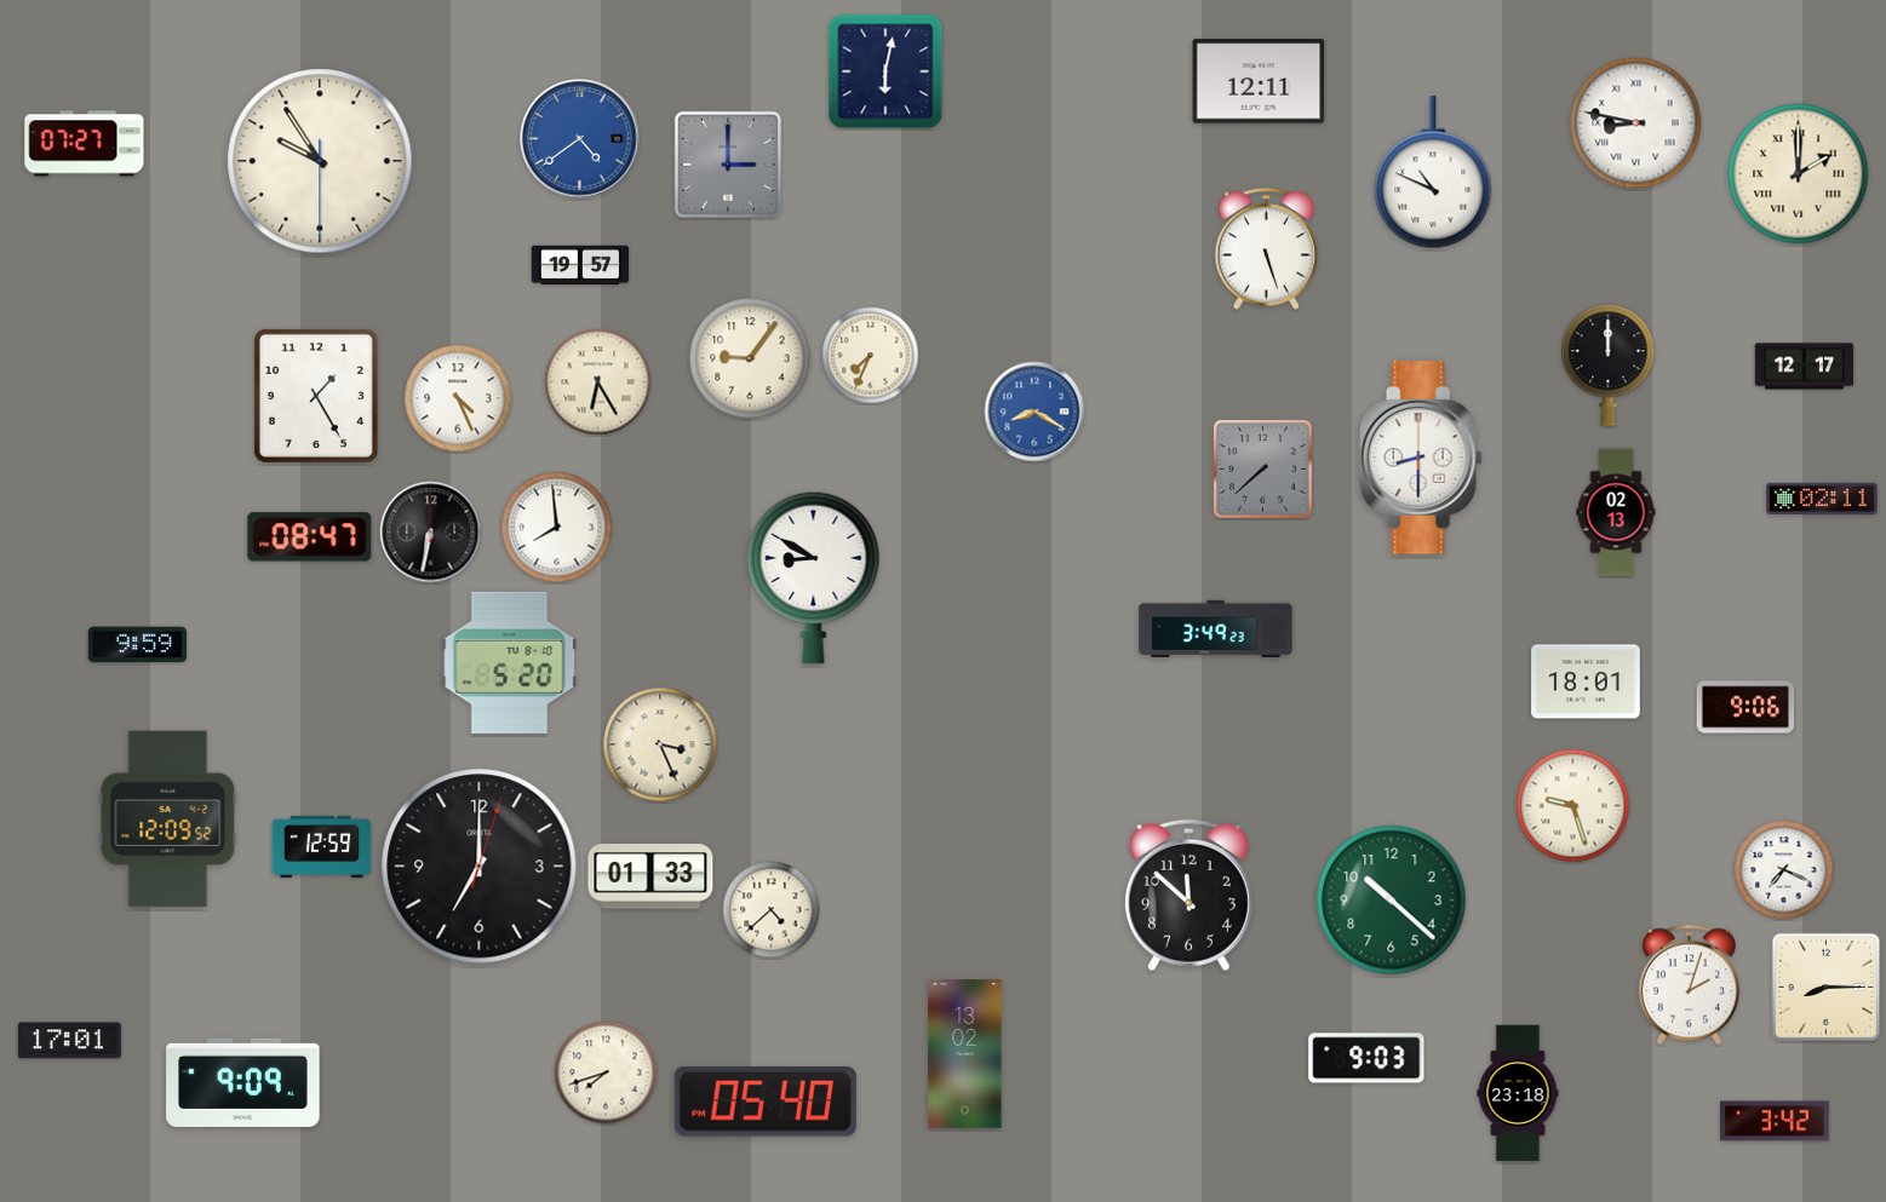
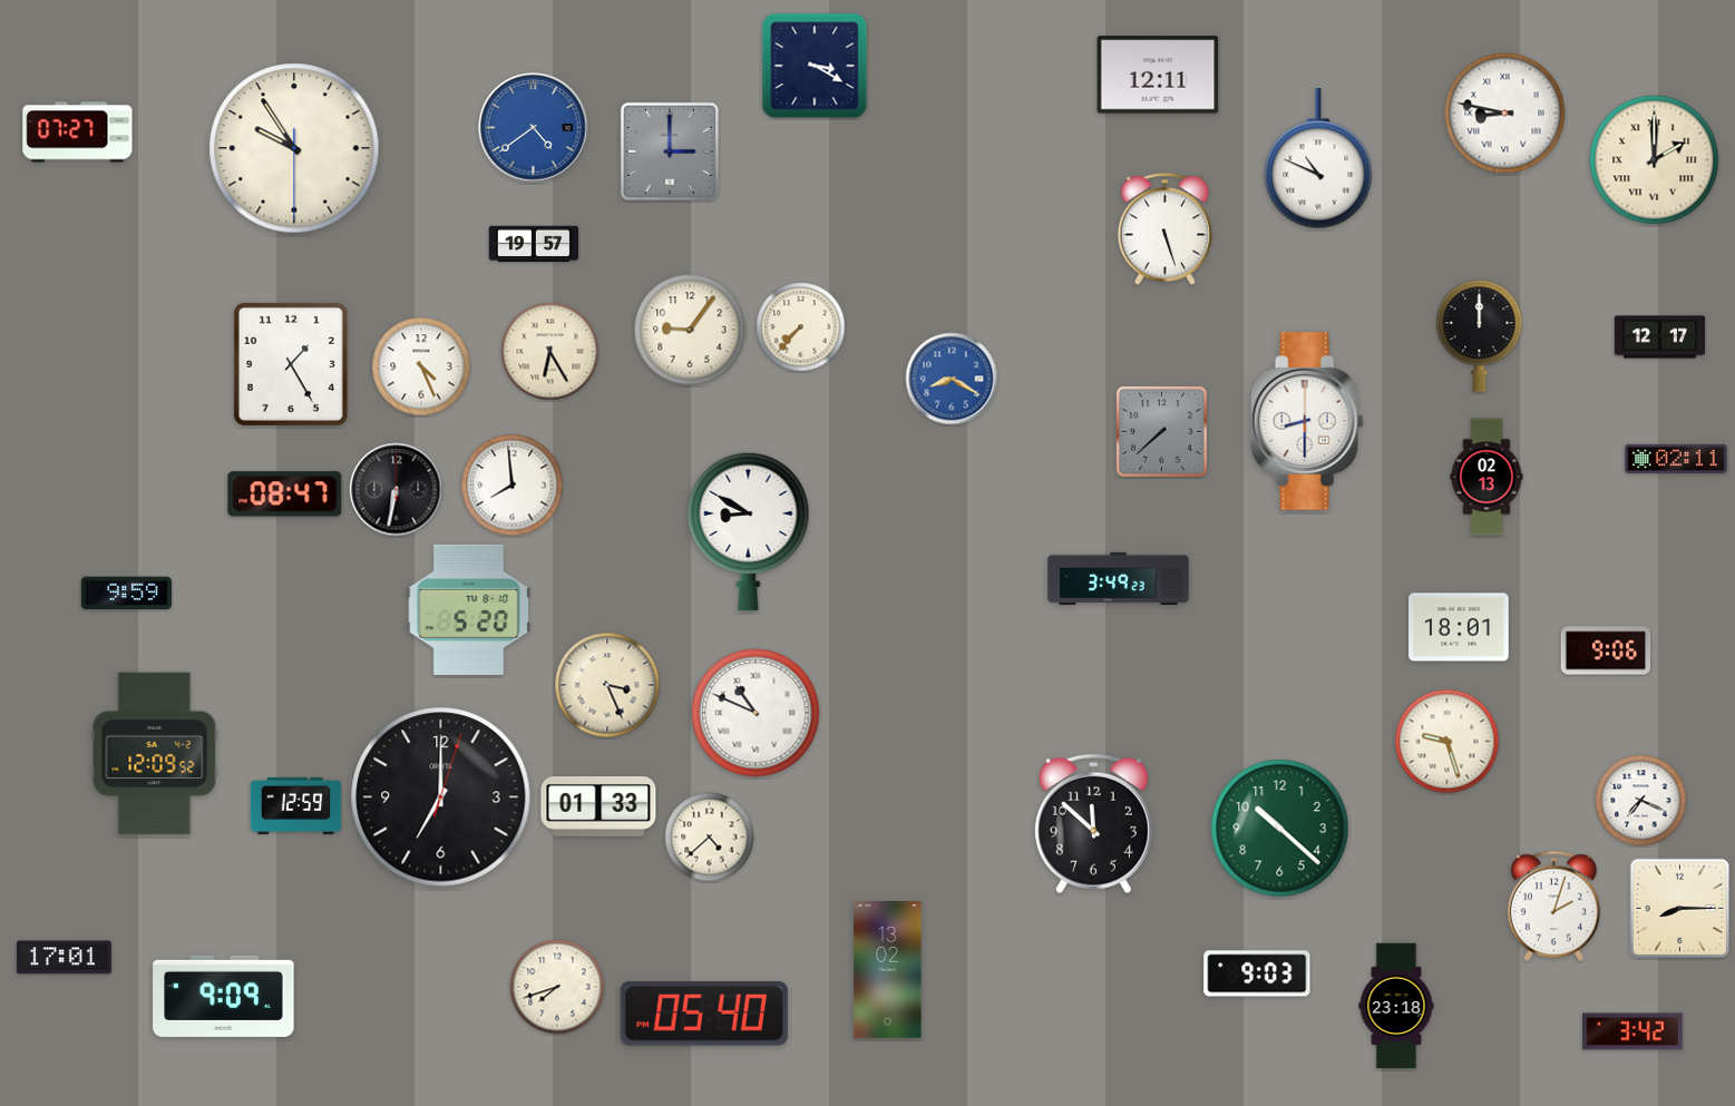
clock at (885, 71): 6:02 -> 3:20
clock at (871, 356): 7:34 -> 7:37
clock at (1616, 512) position: (1616, 512) -> (1487, 477)
clock at (756, 713): none -> 10:49
clock at (322, 846) position: (322, 846) -> (296, 805)
